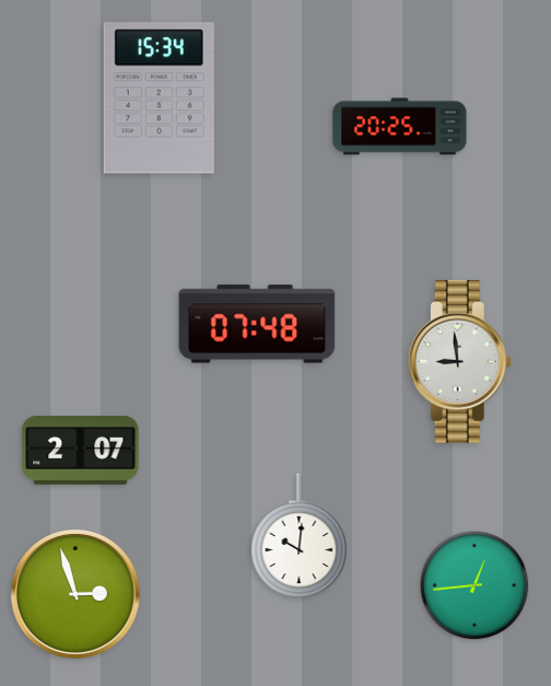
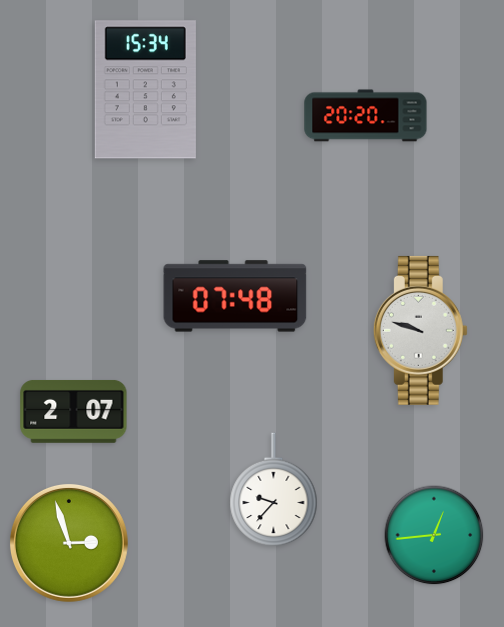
clock at (400, 127): 20:25 -> 20:20
clock at (459, 361): 8:59 -> 9:48
clock at (300, 536): 10:01 -> 9:37
